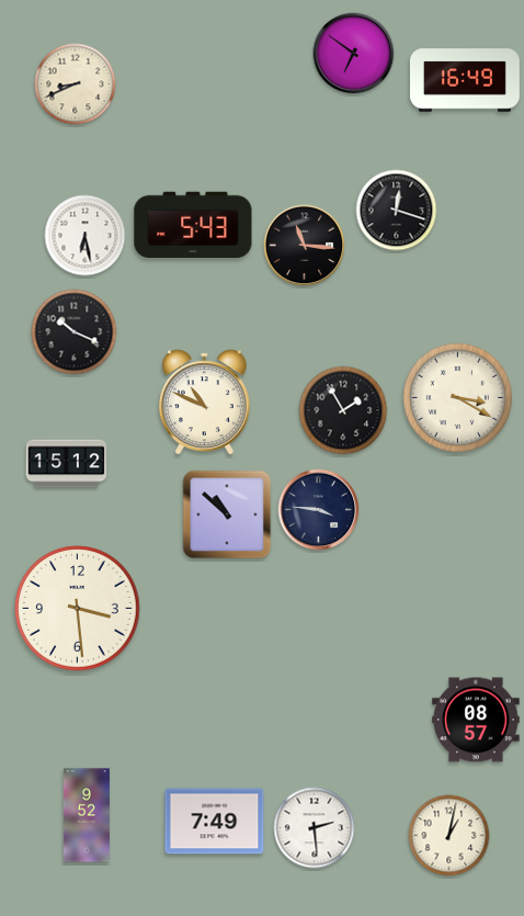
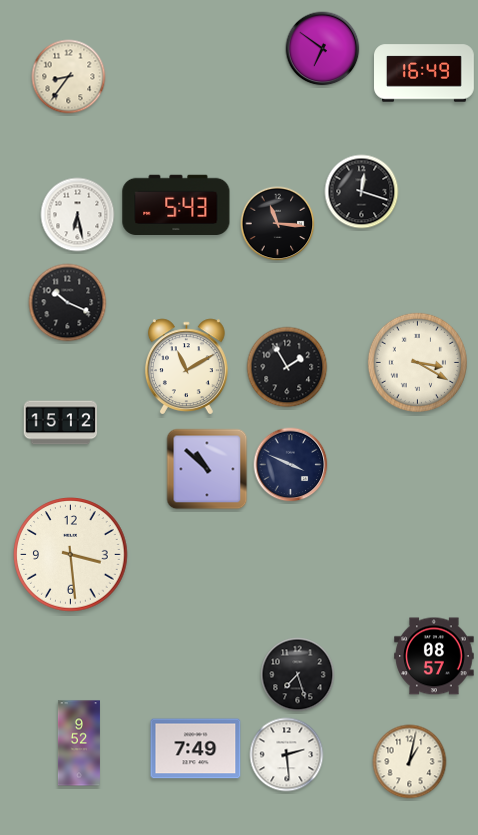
clock at (76, 84): 8:41 -> 8:36
clock at (204, 402): 10:49 -> 11:10
clock at (343, 410) position: (343, 410) -> (287, 367)
clock at (319, 510): 3:46 -> 3:49
clock at (298, 675): none -> 7:27
